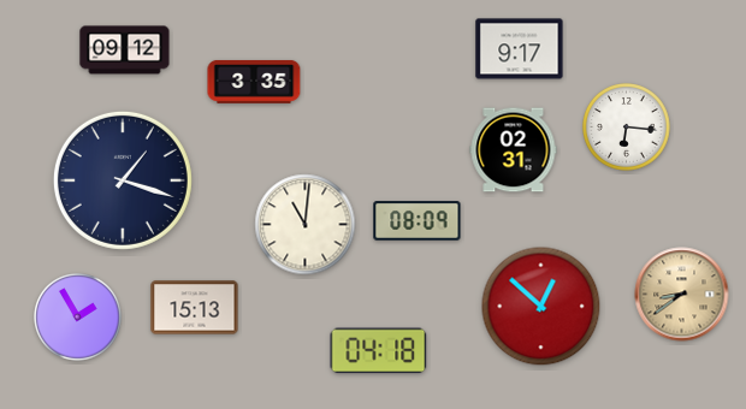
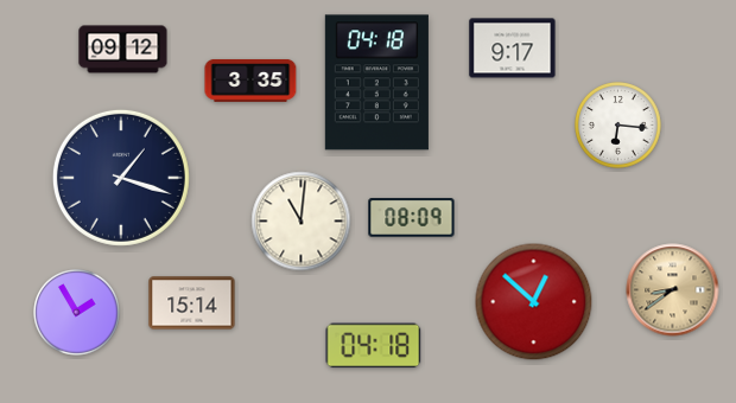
clock at (376, 83): none -> 04:18
clock at (514, 150): 02:31 -> none
clock at (195, 308): 15:13 -> 15:14
